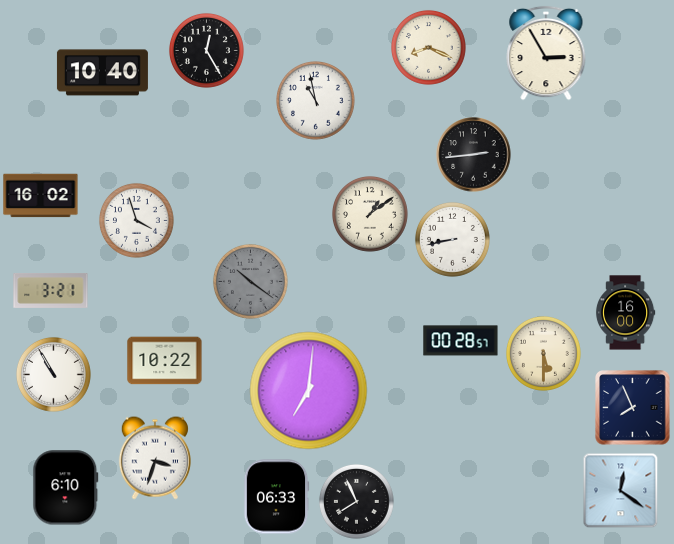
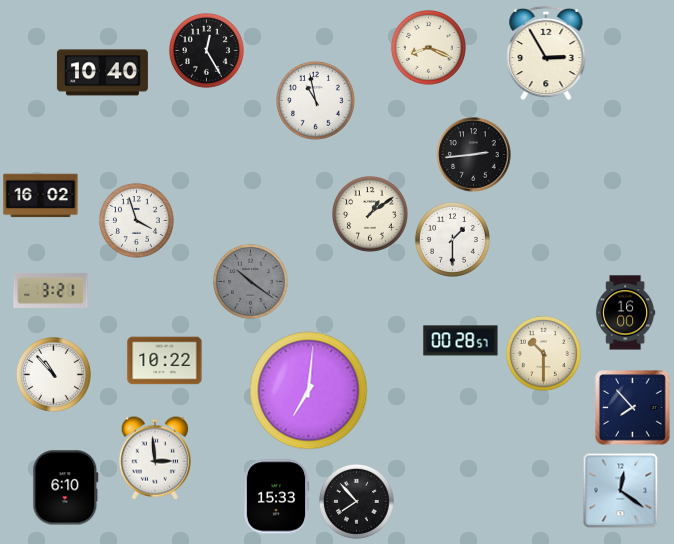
clock at (452, 239): 8:43 -> 1:30
clock at (543, 353): 5:30 -> 10:30
clock at (53, 374): 10:55 -> 10:53
clock at (633, 408): 7:56 -> 7:53
clock at (155, 458): 3:33 -> 2:59
clock at (276, 497): 06:33 -> 15:33
clock at (356, 501): 7:56 -> 7:53
